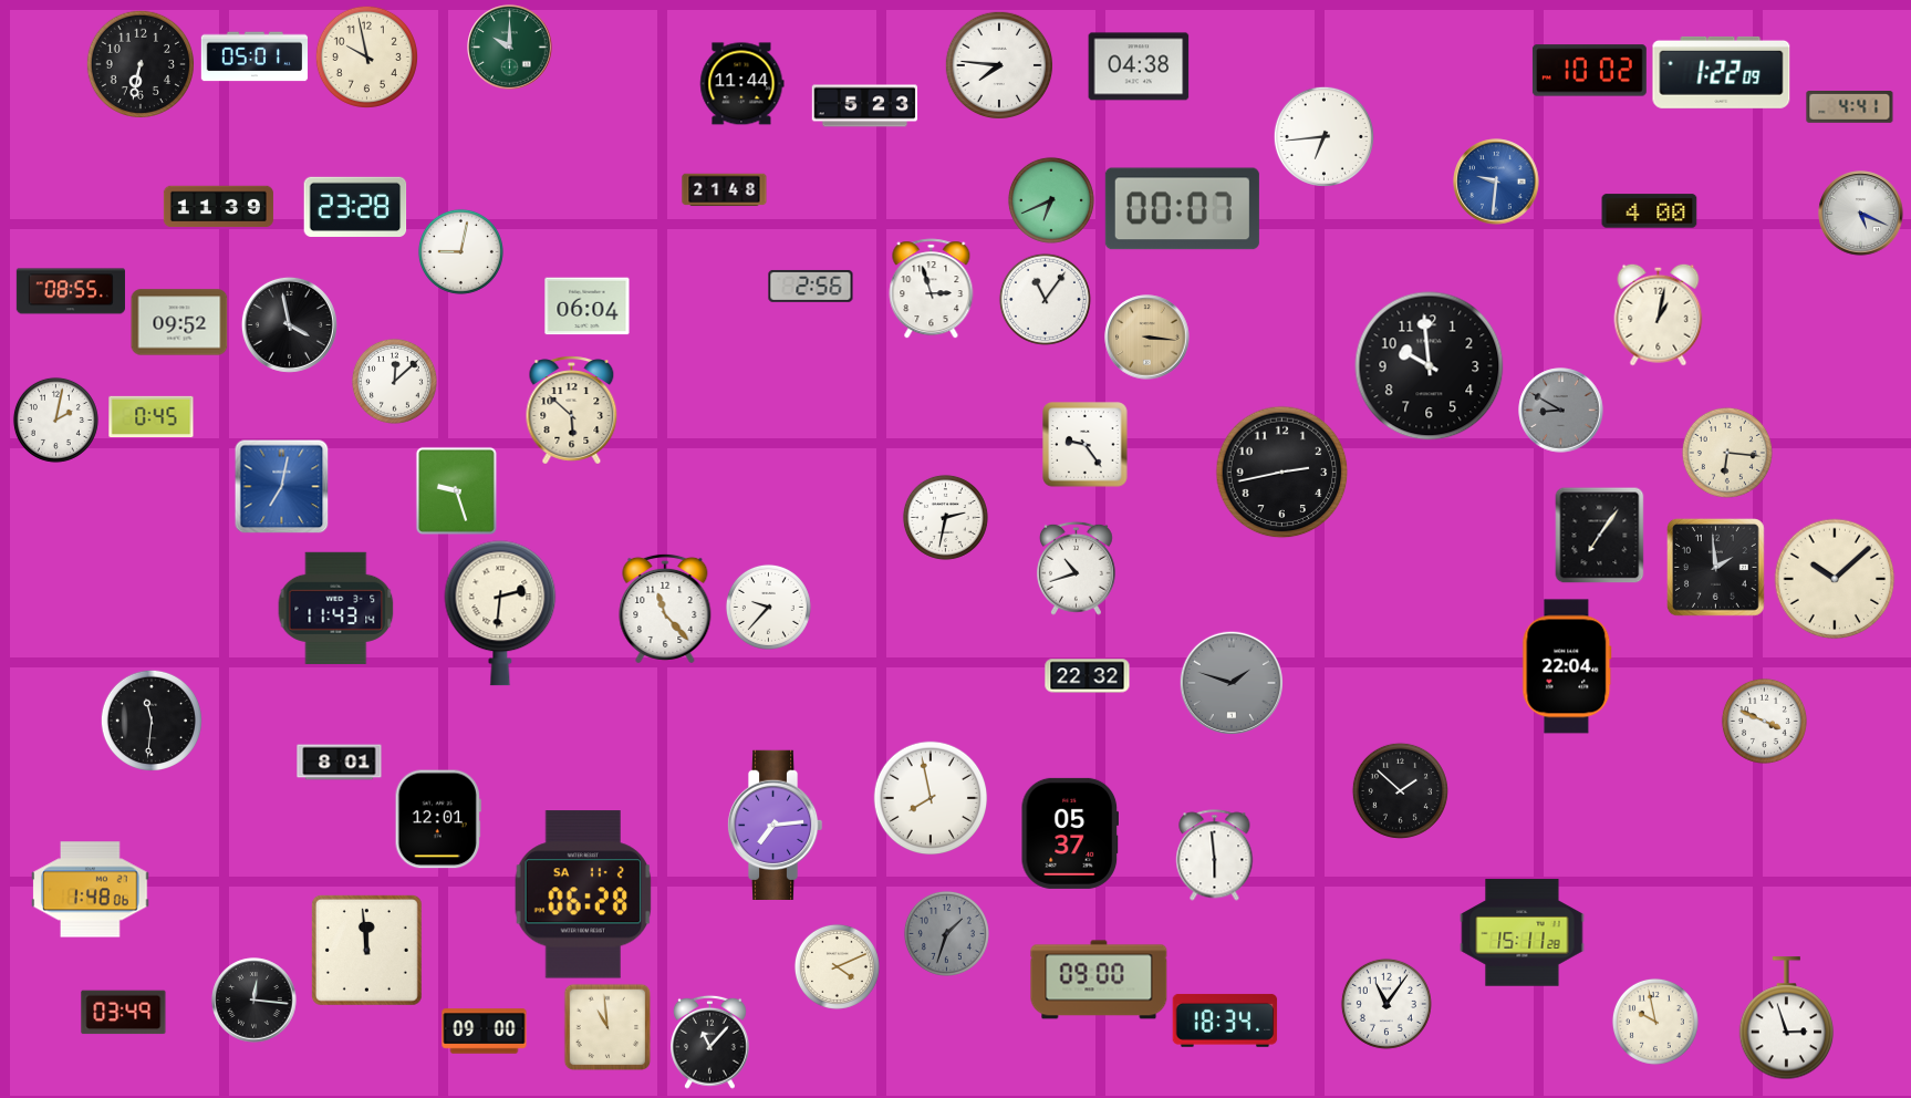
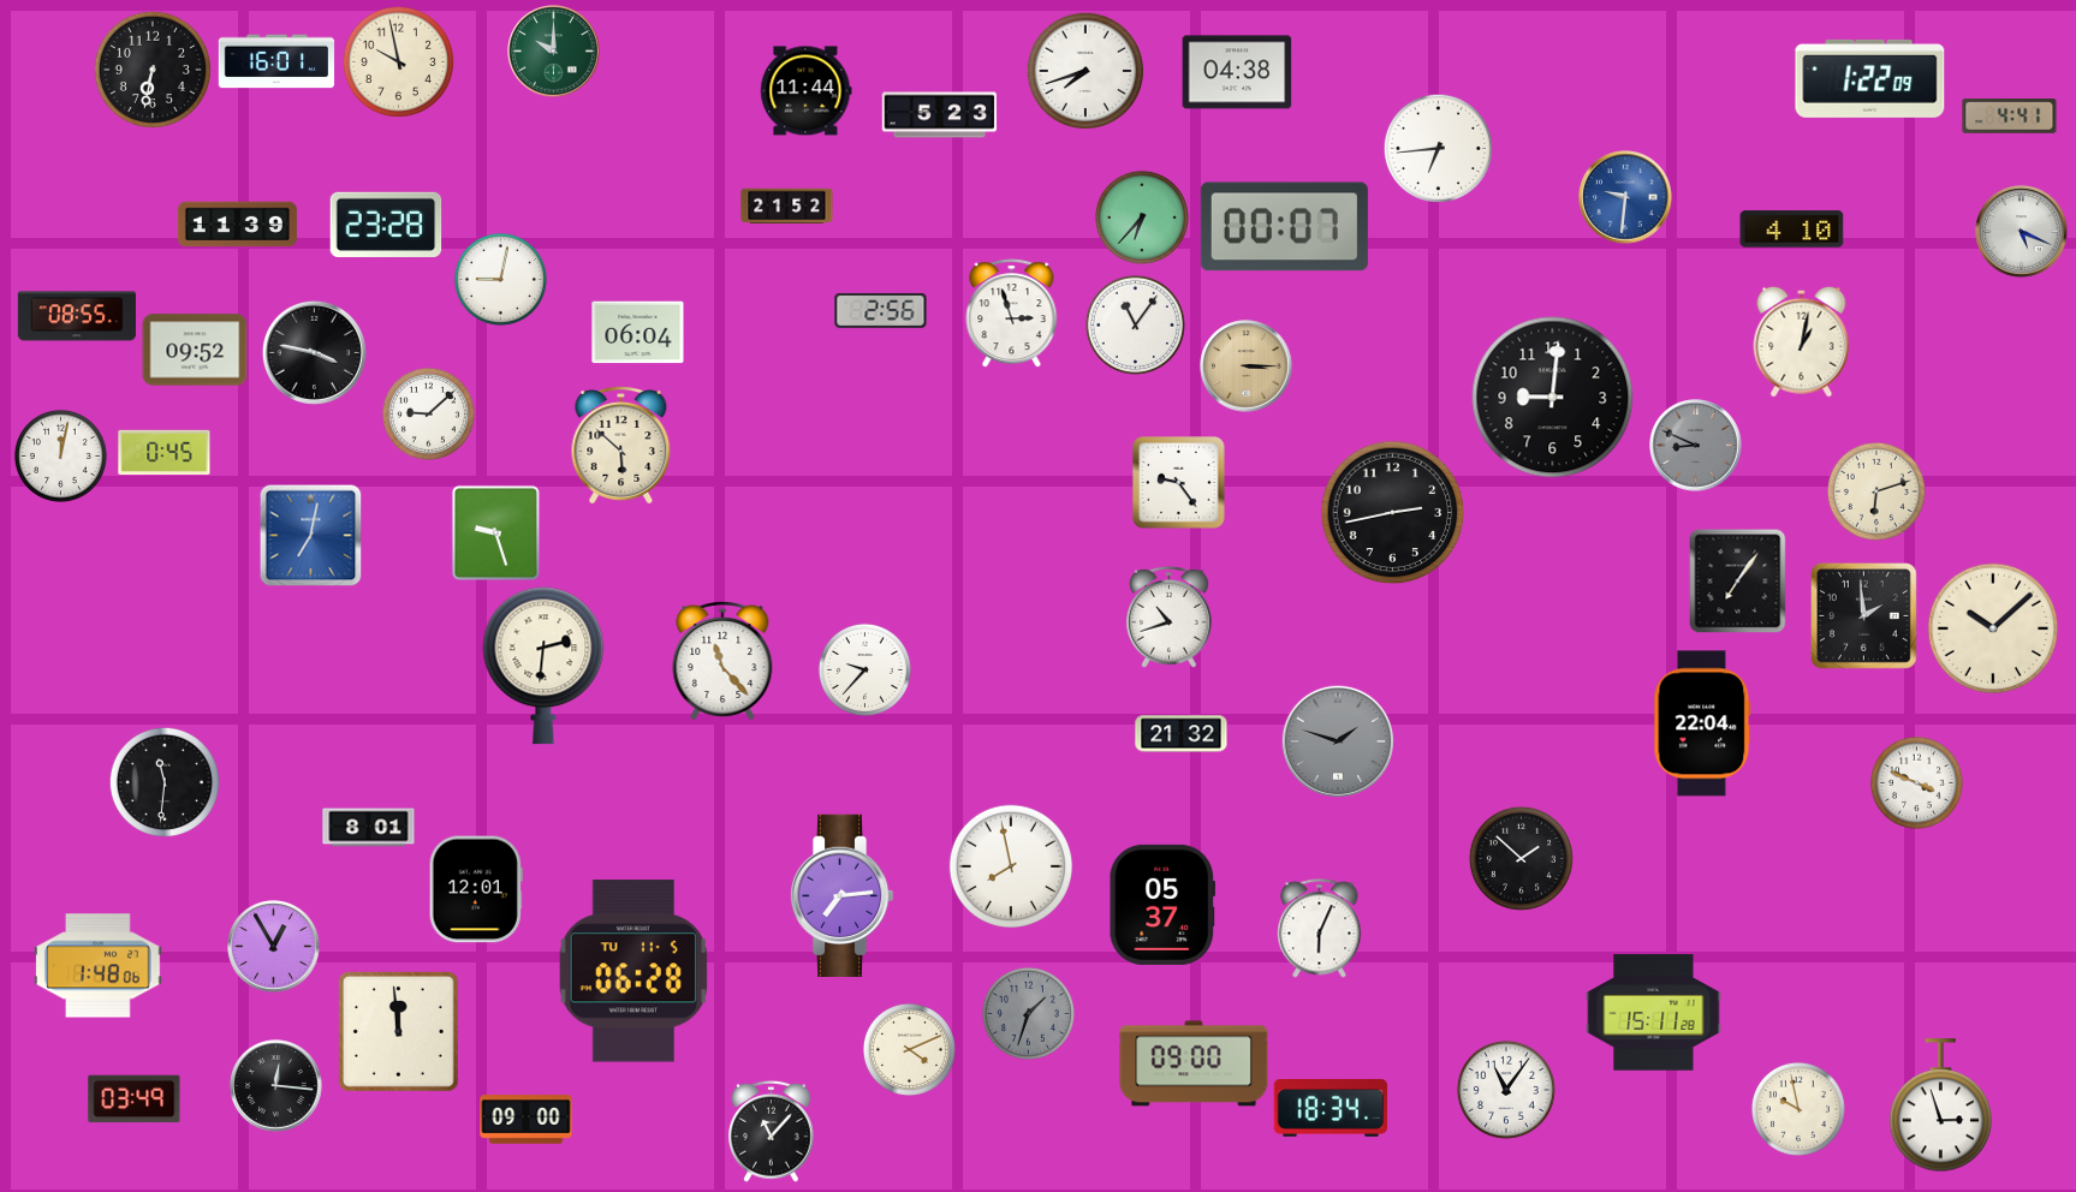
clock at (255, 56): 05:01 -> 16:01
clock at (998, 64): 7:46 -> 7:42
clock at (1589, 71): 10:02 -> none
clock at (725, 190): 21:48 -> 21:52
clock at (1051, 200): 6:41 -> 6:37
clock at (1650, 211): 4:00 -> 4:10
clock at (460, 251) position: (460, 251) -> (500, 279)
clock at (289, 324): 3:58 -> 3:47
clock at (1147, 338): 3:16 -> 3:15
clock at (1430, 366): 9:59 -> 9:01
clock at (394, 381): 12:08 -> 9:08
clock at (1561, 411): 8:50 -> 8:49
clock at (55, 419): 2:02 -> 12:02
clock at (1727, 453): 6:16 -> 6:12
clock at (281, 486) position: (281, 486) -> (310, 535)
clock at (945, 517): 2:32 -> none
clock at (768, 607) position: (768, 607) -> (864, 669)
clock at (336, 608): 11:43 -> none
clock at (1088, 676): 22:32 -> 21:32
clock at (1215, 856): 5:59 -> 6:04
clock at (274, 947): none -> 12:55
clock at (583, 894) date: SA 11-2 -> TU 11-5
clock at (607, 1027): 10:59 -> none
